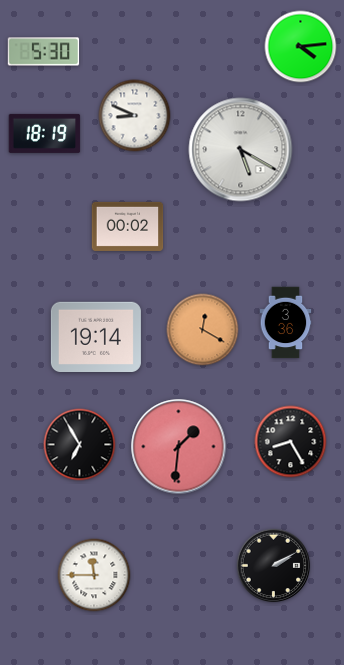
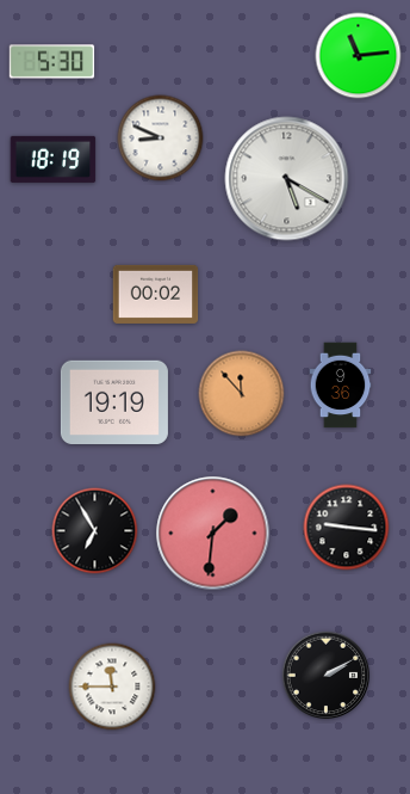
clock at (301, 47): 4:14 -> 11:14
clock at (128, 226) position: (128, 226) -> (156, 294)
clock at (286, 323): 3:36 -> 9:36
clock at (203, 330): 12:20 -> 11:53
clock at (96, 337): 19:14 -> 19:19
clock at (291, 442): 8:25 -> 9:16
